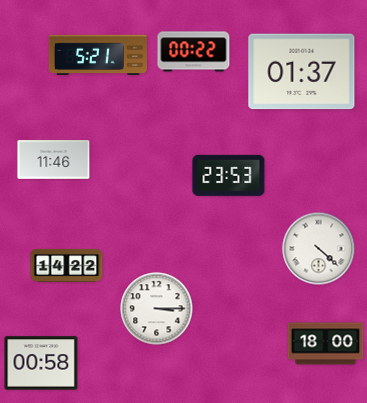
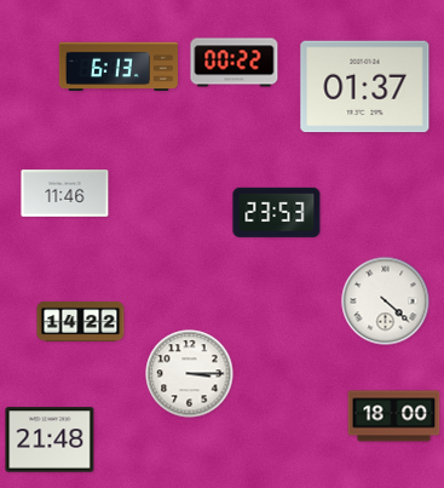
clock at (98, 54): 5:21 -> 6:13
clock at (41, 363): 00:58 -> 21:48
